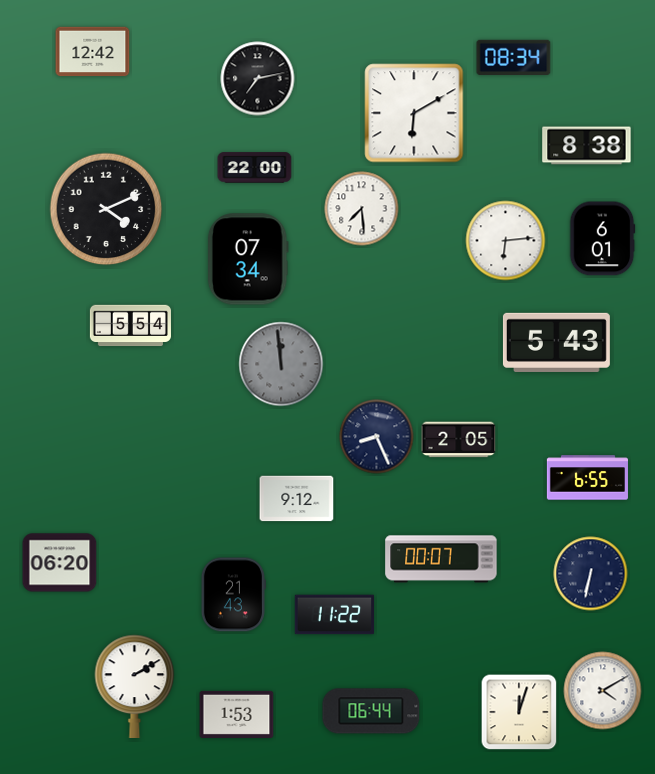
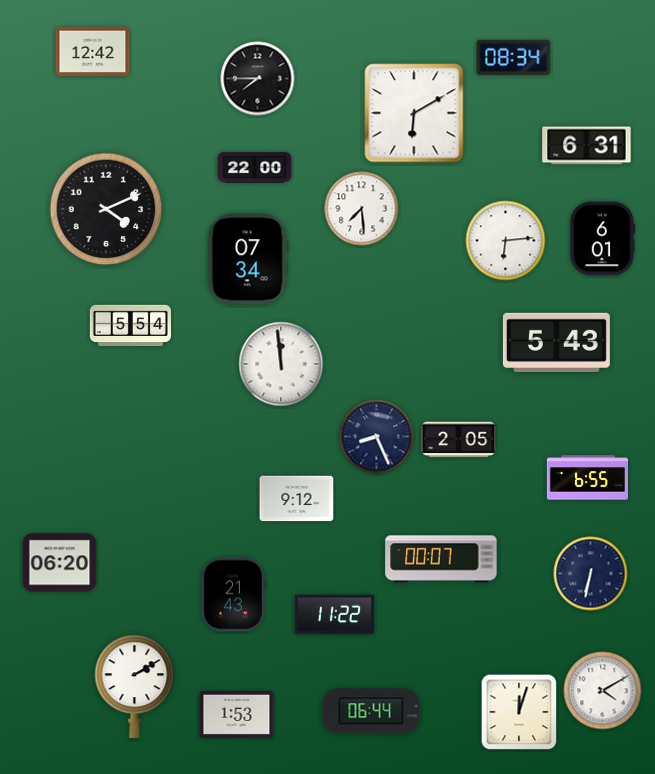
clock at (258, 79): 7:13 -> 7:45
clock at (587, 146): 8:38 -> 6:31
clock at (281, 364) dial: grey -> white
